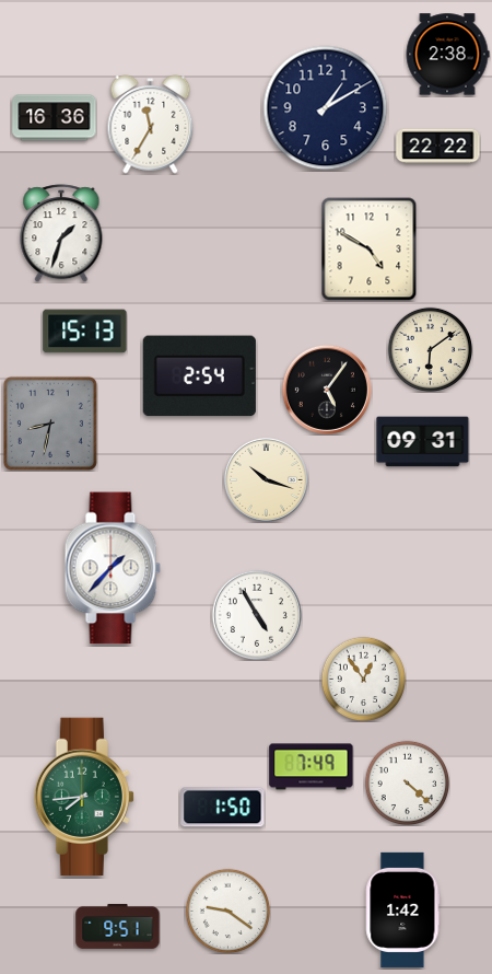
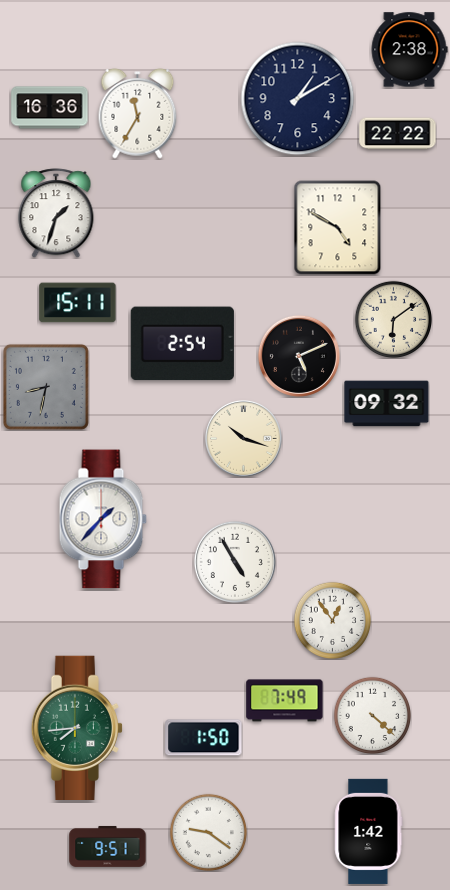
clock at (438, 147) position: (438, 147) -> (398, 134)
clock at (85, 332): 15:13 -> 15:11
clock at (327, 390): 5:06 -> 5:11
clock at (423, 442): 09:31 -> 09:32
